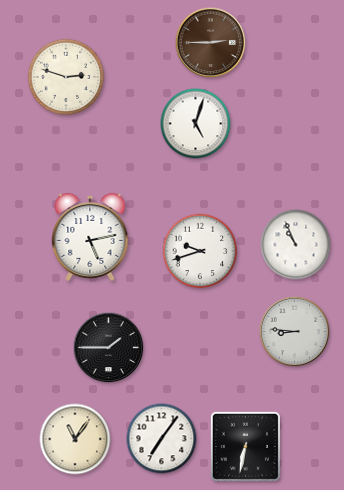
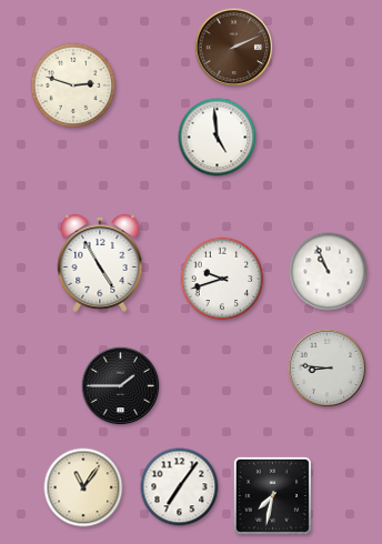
clock at (211, 43): 2:45 -> 2:11
clock at (196, 124): 5:03 -> 4:59
clock at (90, 237): 5:13 -> 4:55
clock at (245, 446): 6:32 -> 7:32
